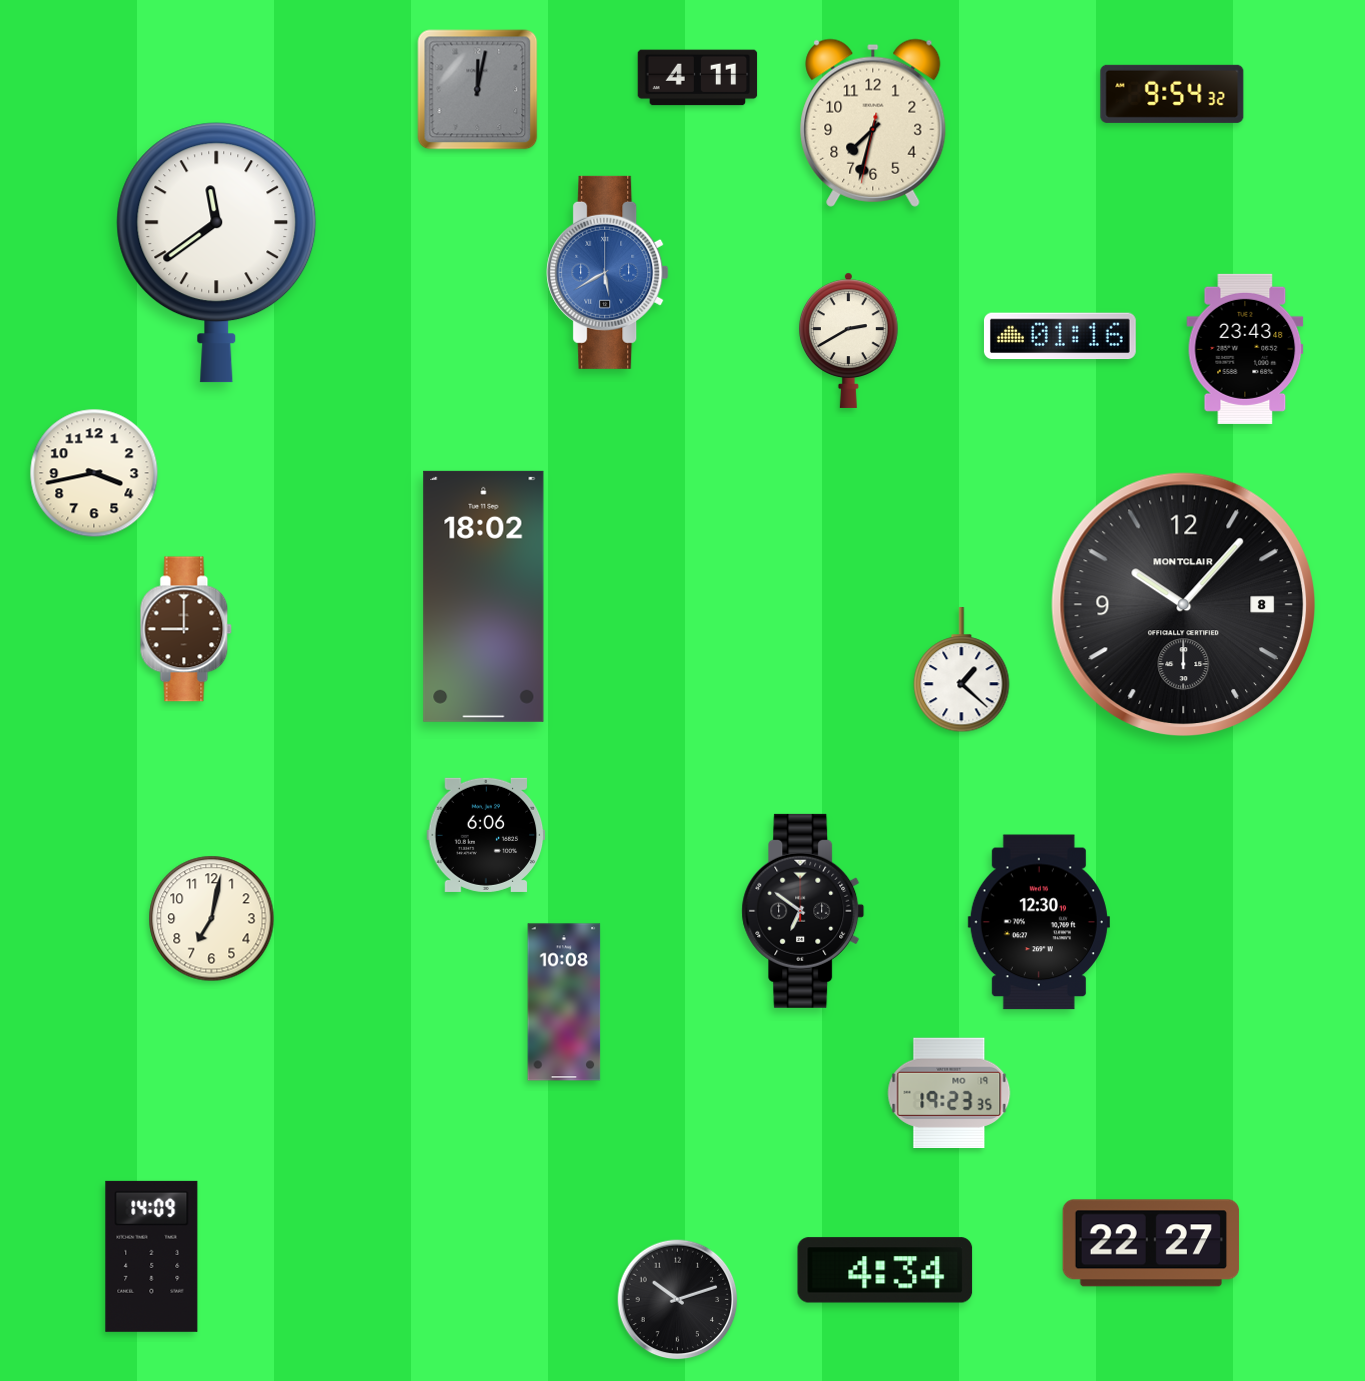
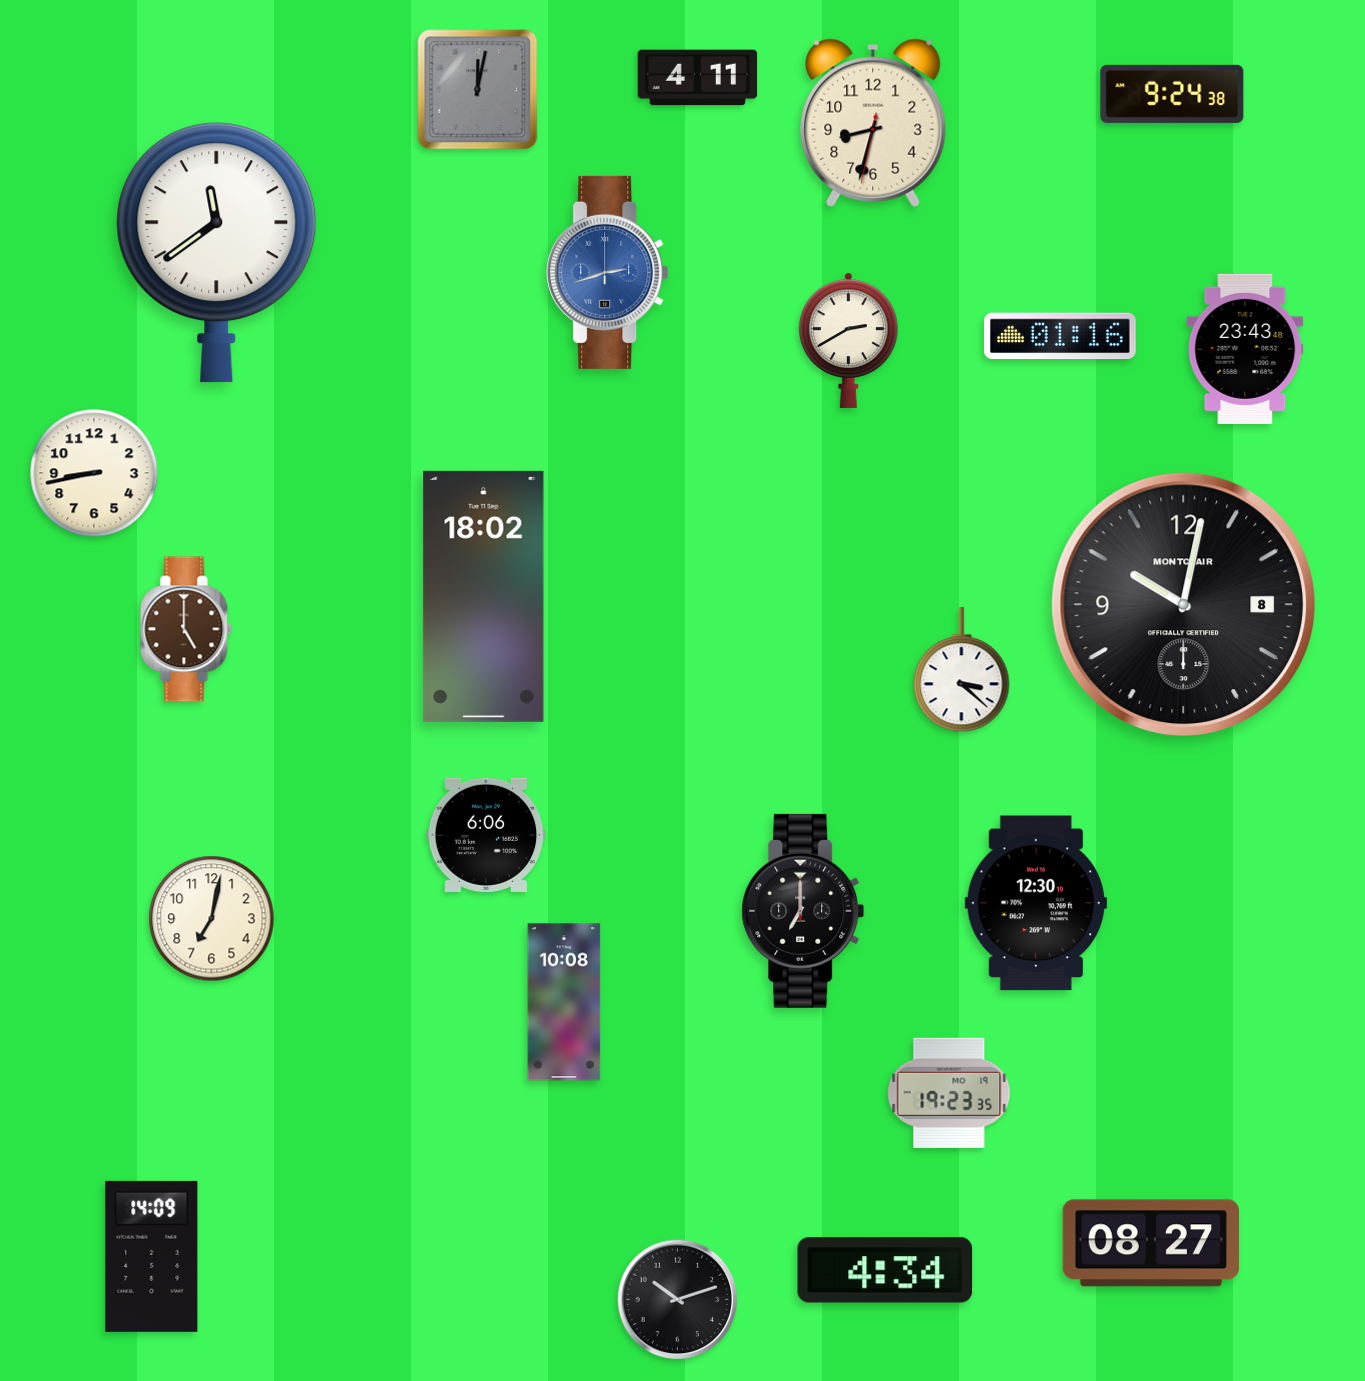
clock at (1172, 94): 9:54 -> 9:24
clock at (873, 123): 7:32 -> 8:32
clock at (608, 272): 5:40 -> 2:42
clock at (94, 473): 3:43 -> 8:43
clock at (1183, 604): 10:07 -> 10:02
clock at (186, 629): 9:00 -> 5:00
clock at (962, 670): 1:22 -> 3:22
clock at (803, 911): 6:51 -> 7:00
clock at (1039, 922) position: (1039, 922) -> (1036, 903)
clock at (1151, 1243): 22:27 -> 08:27
